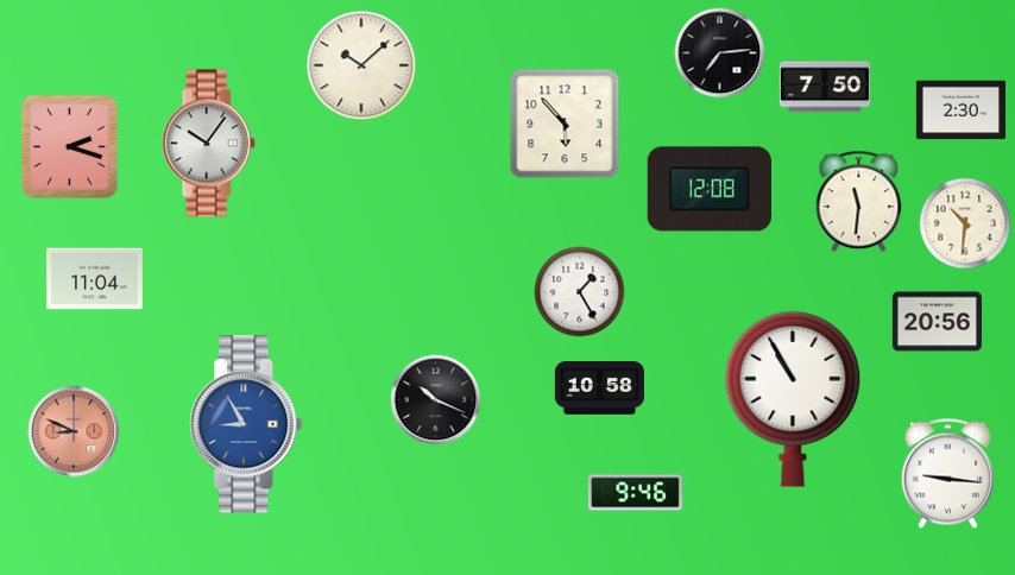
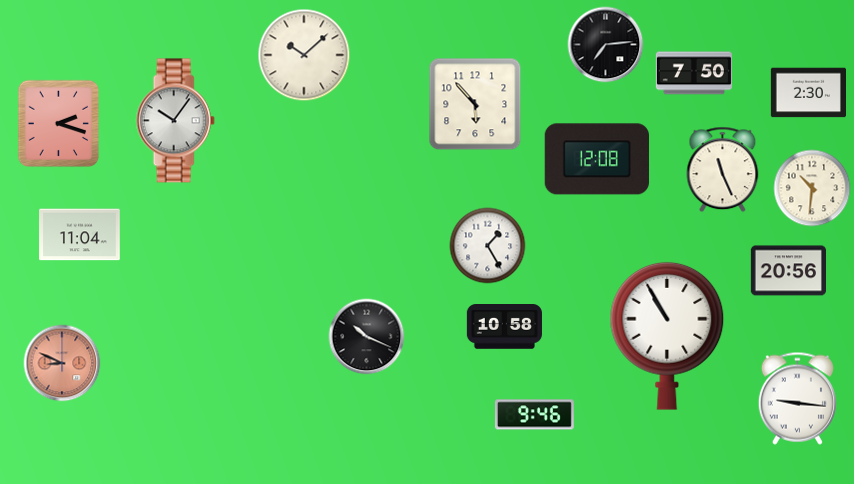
clock at (859, 202): 11:31 -> 11:26
clock at (246, 424): 8:55 -> none
